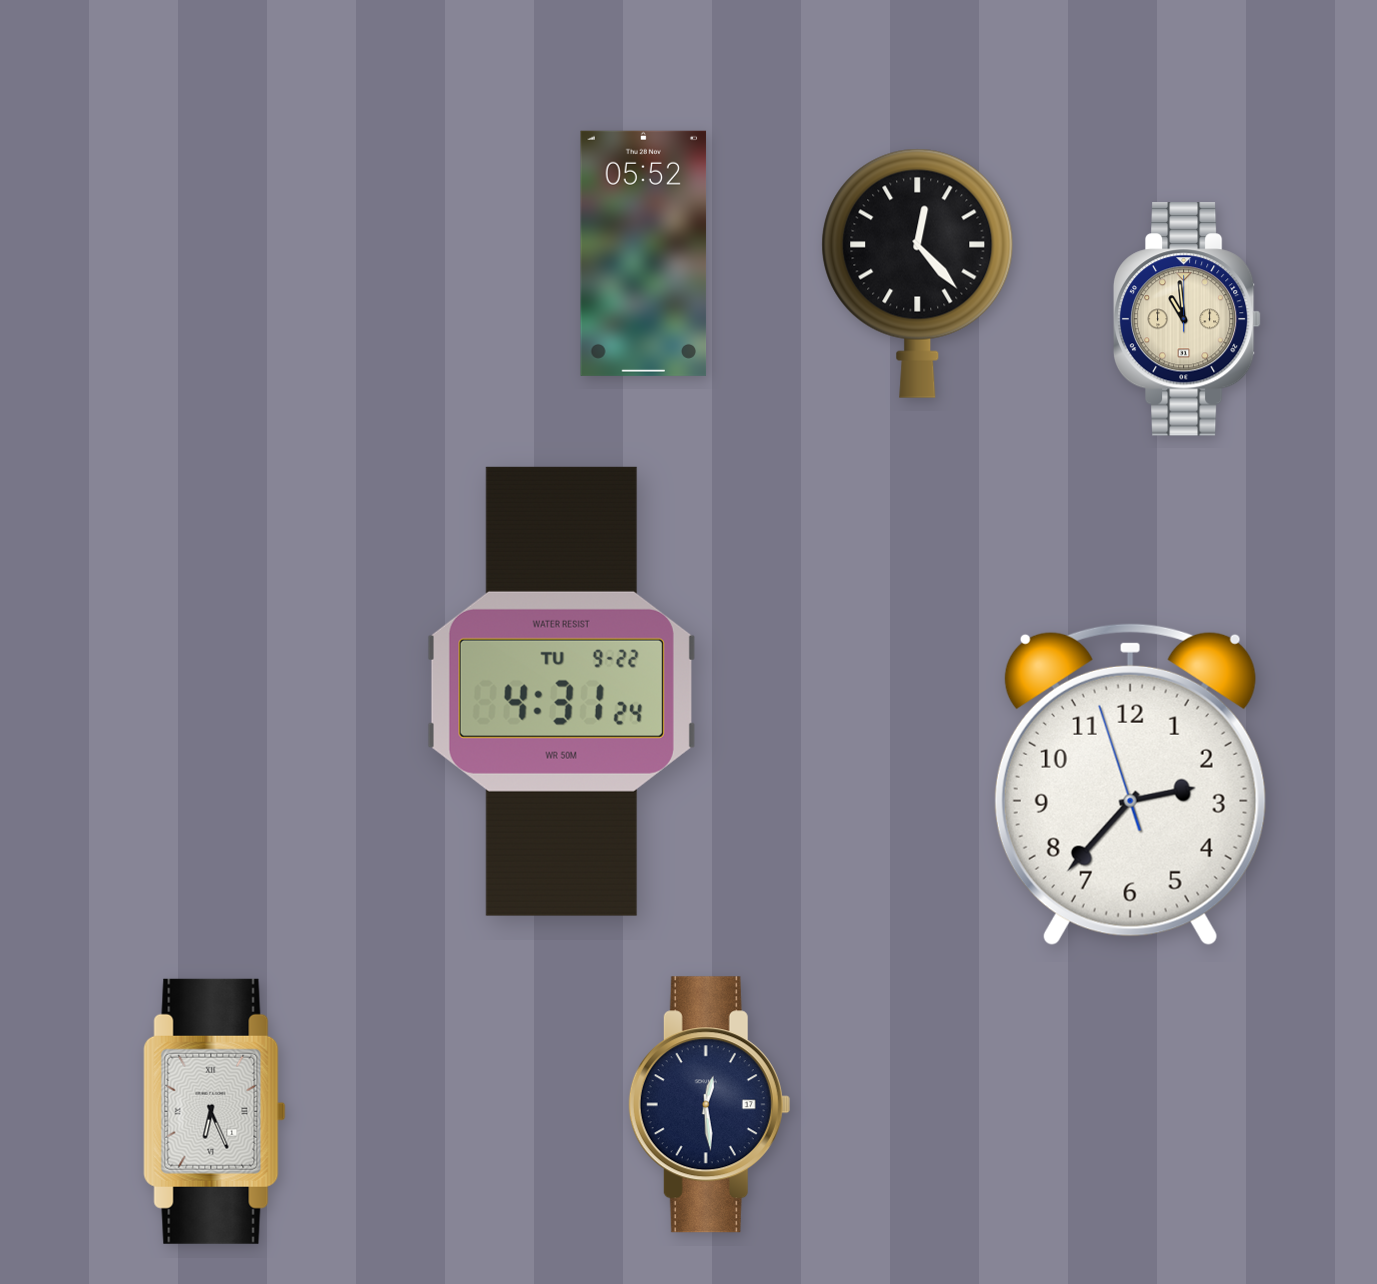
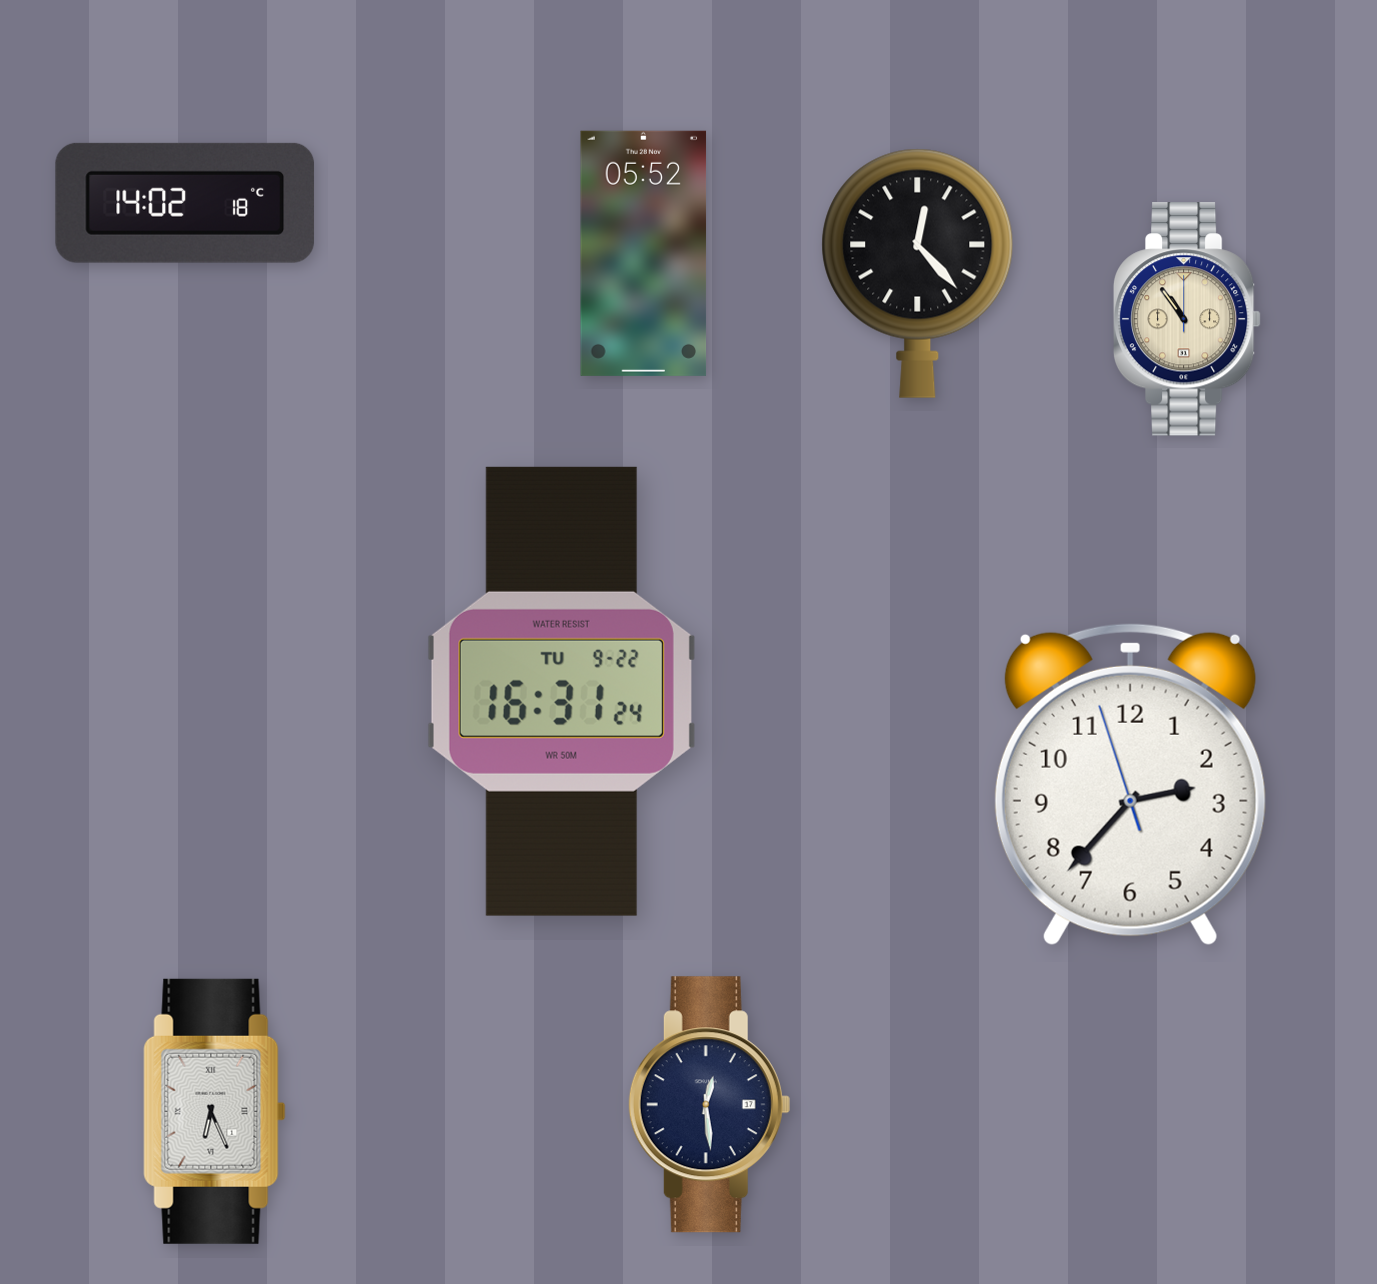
clock at (185, 203): none -> 14:02
clock at (1187, 319): 10:59 -> 10:54
clock at (561, 691): 4:31 -> 16:31
